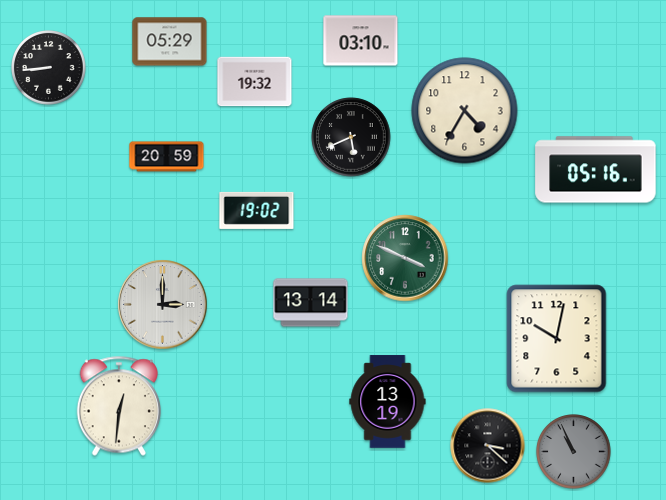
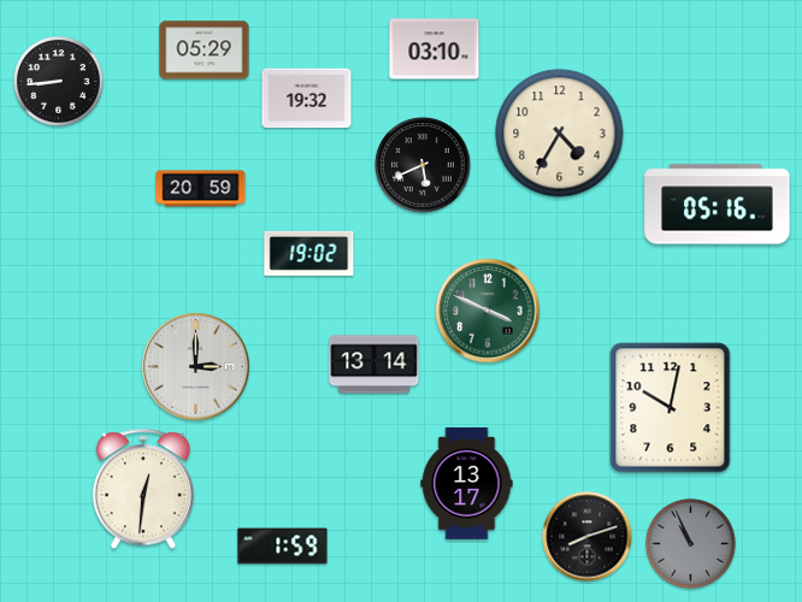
clock at (388, 402): 13:19 -> 13:17
clock at (488, 446): 3:22 -> 8:12
clock at (283, 547): none -> 1:59
